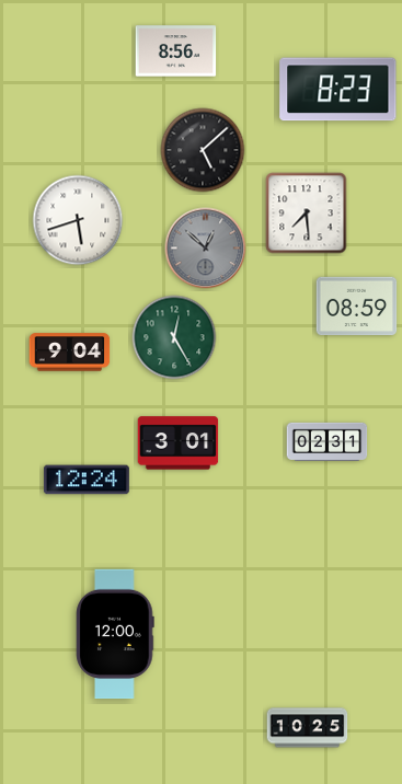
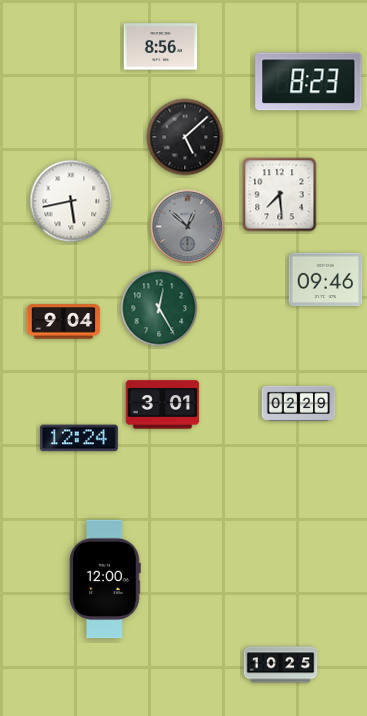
clock at (78, 220): 5:42 -> 5:43
clock at (357, 307): 08:59 -> 09:46
clock at (328, 442): 02:31 -> 02:29
